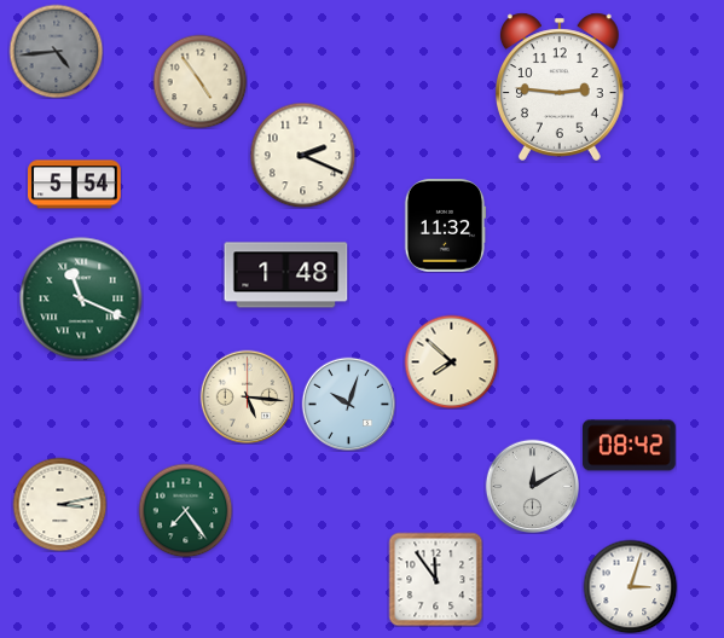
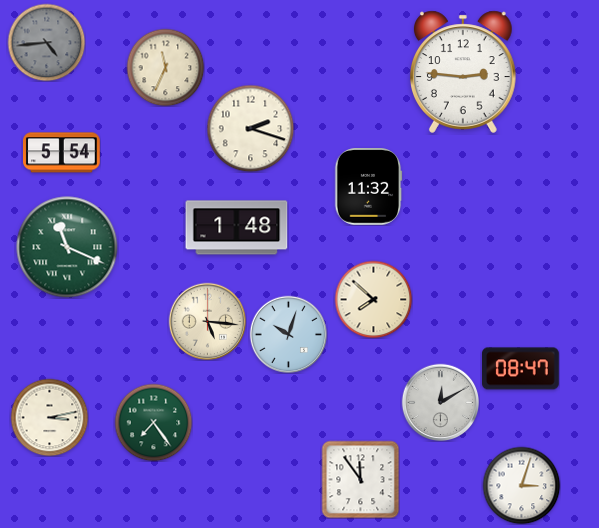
clock at (199, 81): 4:54 -> 11:34
clock at (302, 155): 2:19 -> 2:18
clock at (247, 396) position: (247, 396) -> (207, 321)
clock at (630, 446): 08:42 -> 08:47
